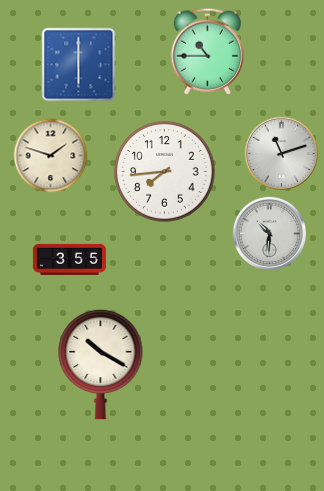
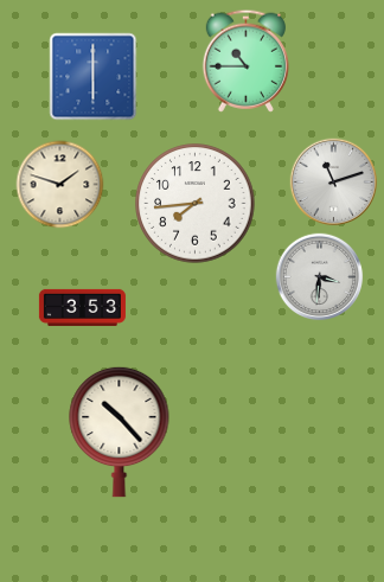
clock at (270, 234): 10:31 -> 3:31
clock at (69, 259): 3:55 -> 3:53
clock at (101, 364): 10:20 -> 10:23
